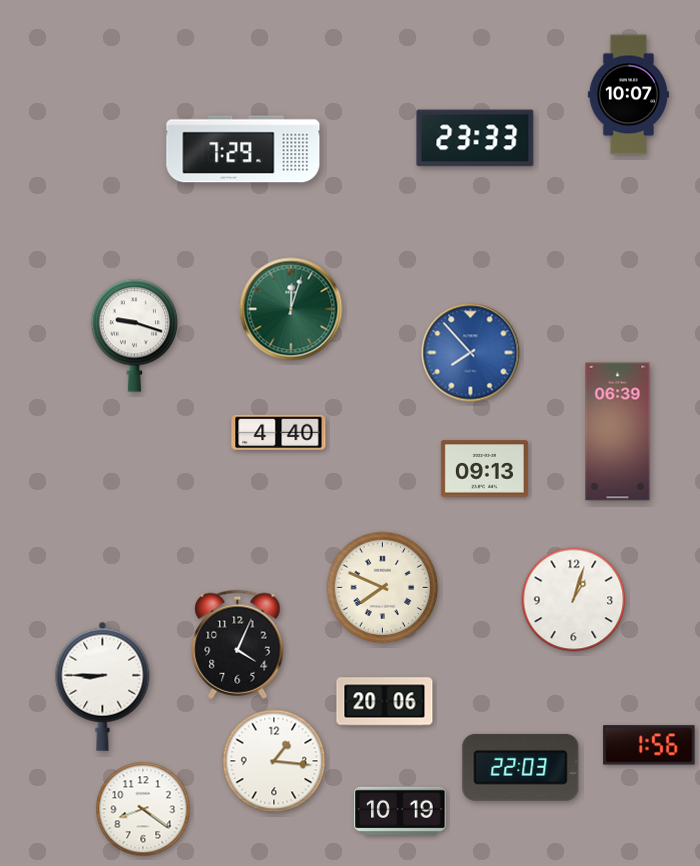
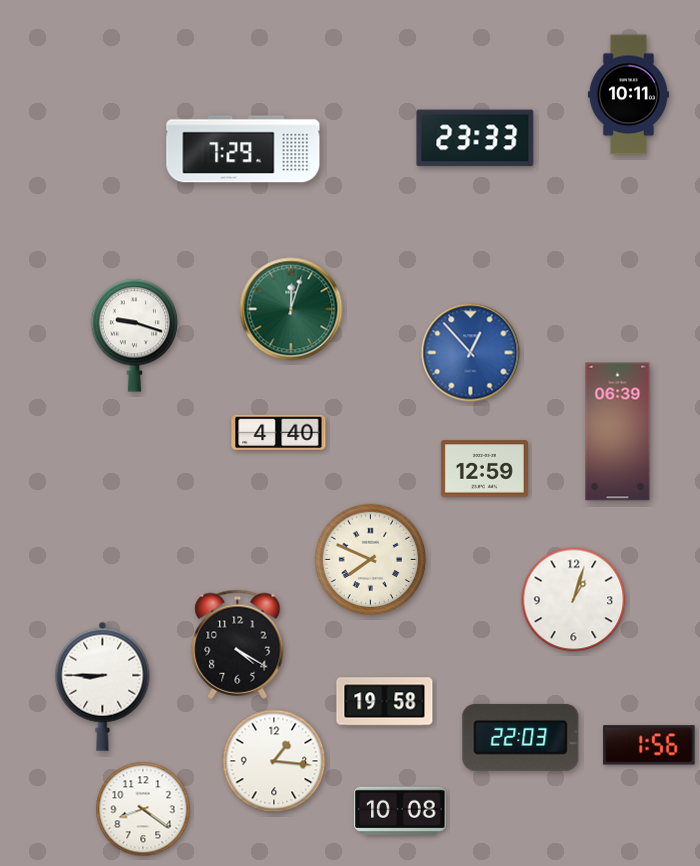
clock at (628, 95): 10:07 -> 10:11
clock at (471, 353): 7:53 -> 12:53
clock at (484, 469): 09:13 -> 12:59
clock at (383, 588) position: (383, 588) -> (371, 560)
clock at (238, 644): 4:04 -> 4:20
clock at (385, 702): 20:06 -> 19:58
clock at (521, 767) position: (521, 767) -> (521, 737)
clock at (400, 811): 10:19 -> 10:08
